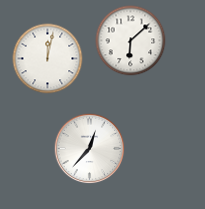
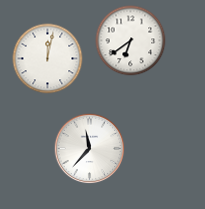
clock at (131, 41): 6:08 -> 6:39
clock at (90, 149): 12:37 -> 11:37
